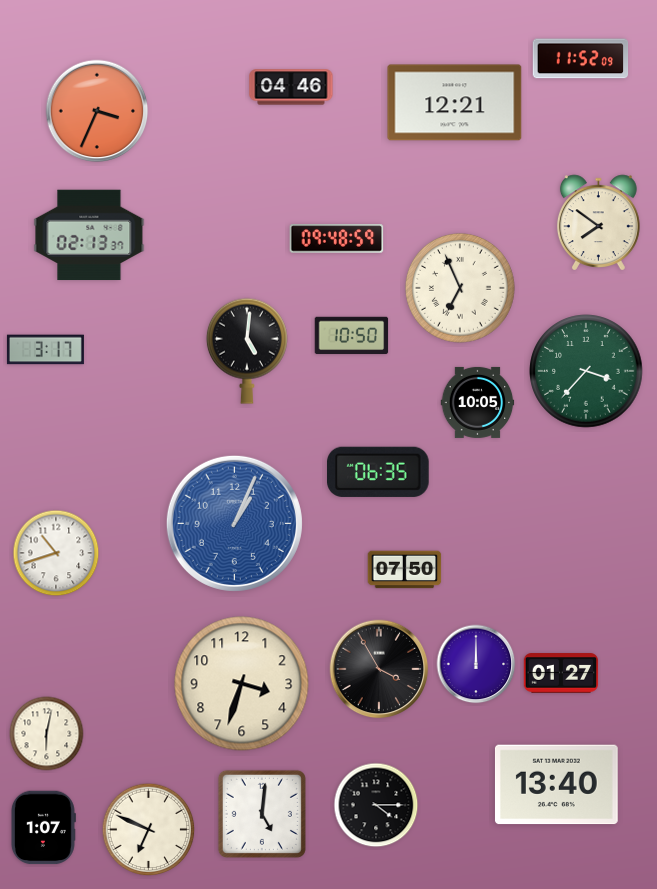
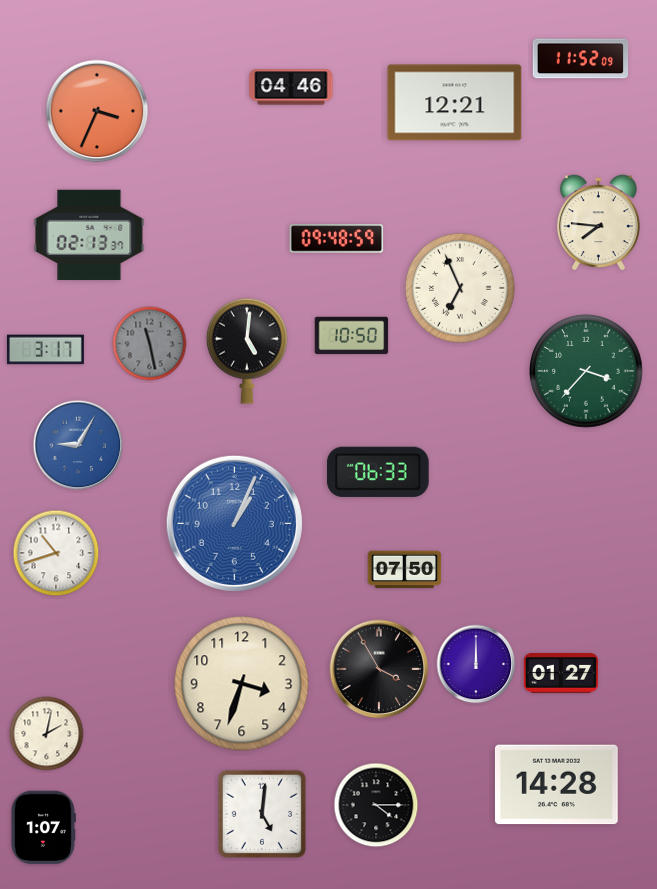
clock at (598, 222): 7:51 -> 7:46
clock at (150, 344): none -> 11:28
clock at (478, 402): 10:05 -> none
clock at (78, 445): none -> 9:05
clock at (379, 472): 06:35 -> 06:33
clock at (47, 734): 6:02 -> 2:02
clock at (556, 785): 13:40 -> 14:28
clock at (149, 830): 6:49 -> none
